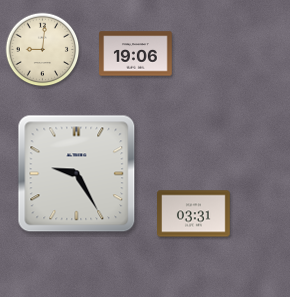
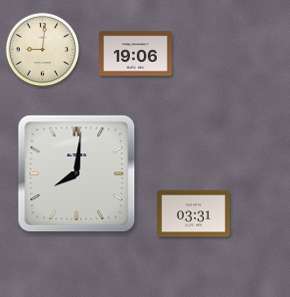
clock at (77, 174): 9:25 -> 8:01
